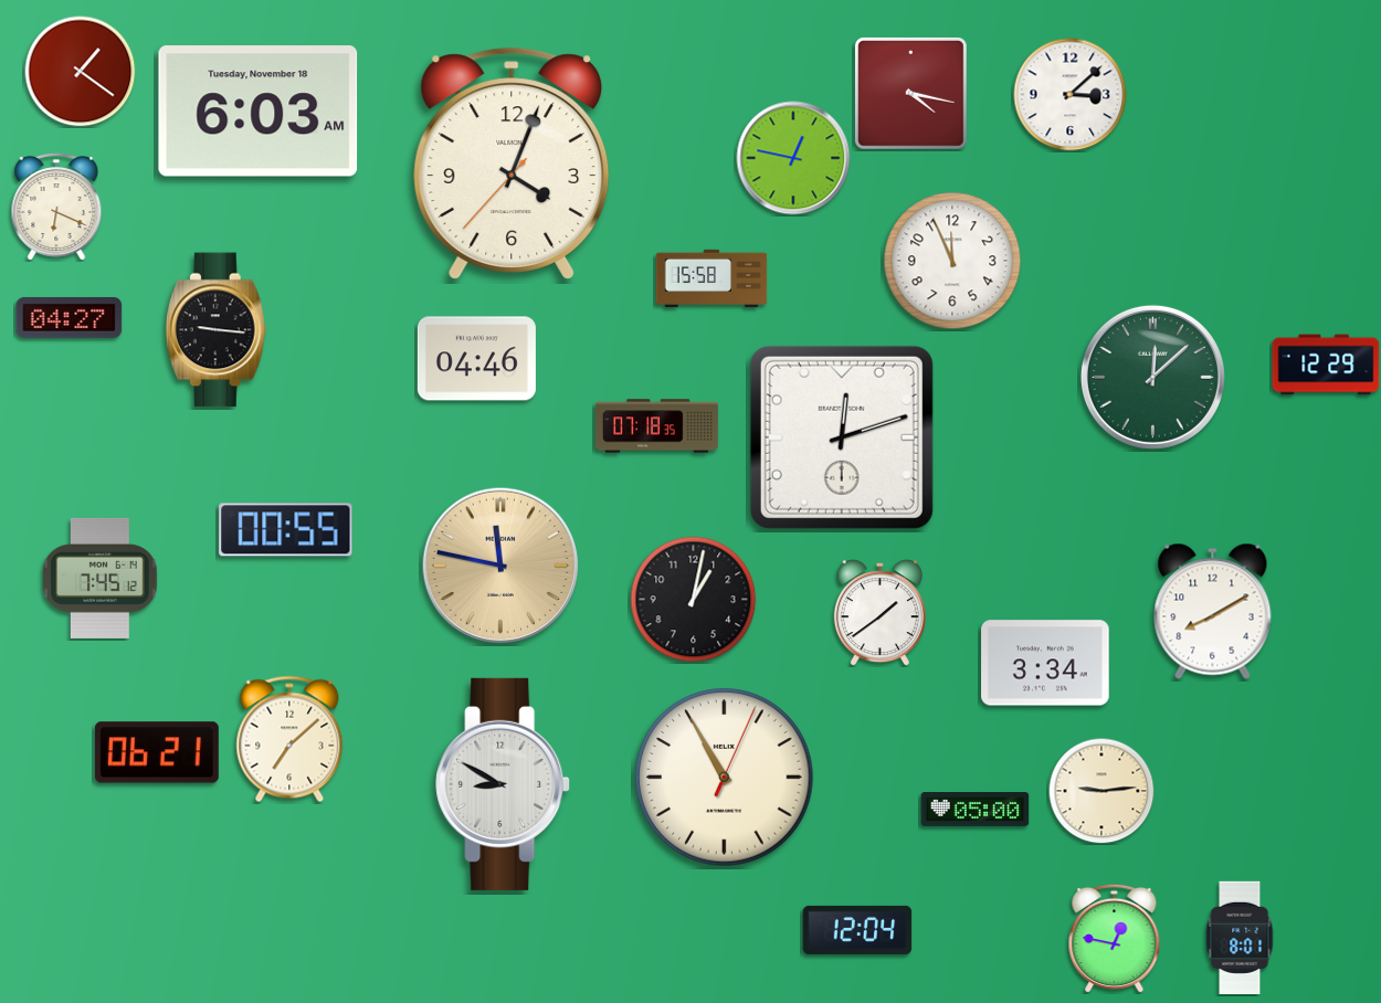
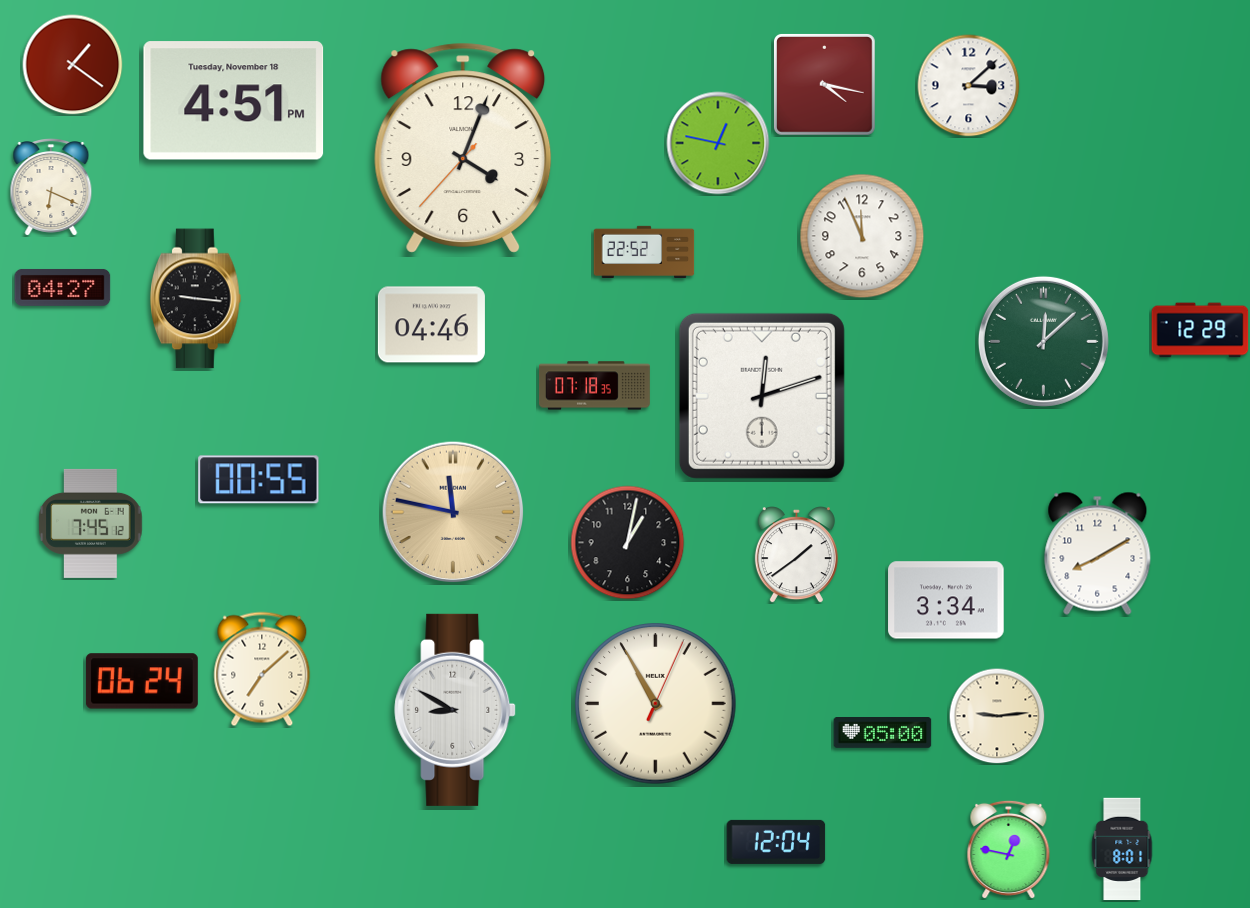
clock at (259, 112): 6:03 -> 4:51
clock at (711, 277): 15:58 -> 22:52
clock at (157, 752): 06:21 -> 06:24
